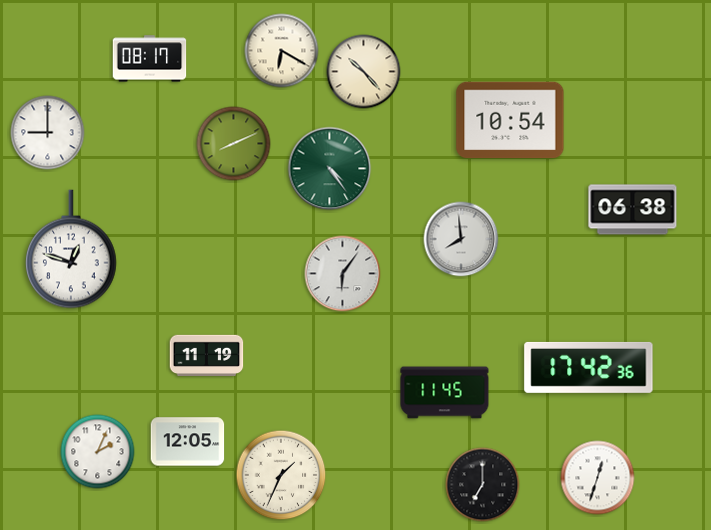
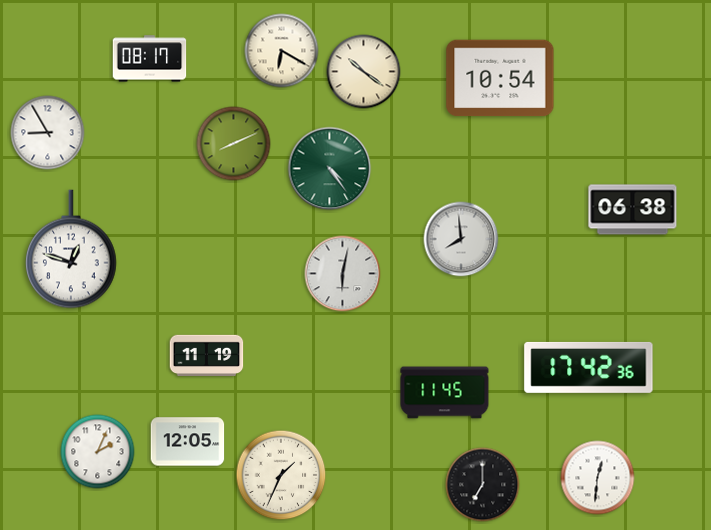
clock at (364, 72): 10:23 -> 10:21
clock at (510, 120) position: (510, 120) -> (500, 78)
clock at (48, 133): 9:00 -> 8:55
clock at (343, 274): 6:06 -> 6:02
clock at (598, 478): 12:33 -> 12:31
